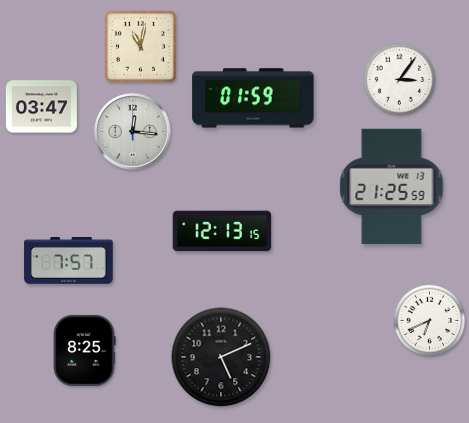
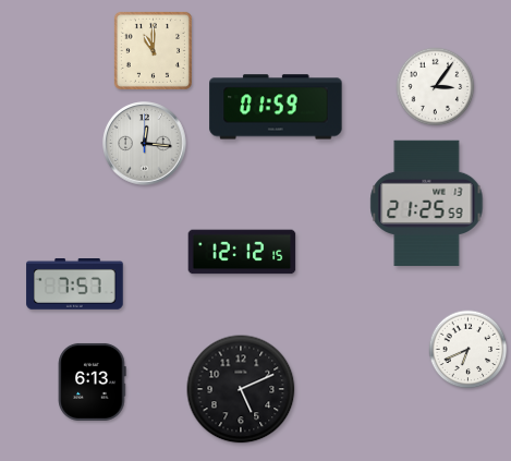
clock at (140, 46): 11:02 -> 11:00
clock at (41, 107): 03:47 -> none
clock at (222, 231): 12:13 -> 12:12
clock at (85, 350): 8:25 -> 6:13
